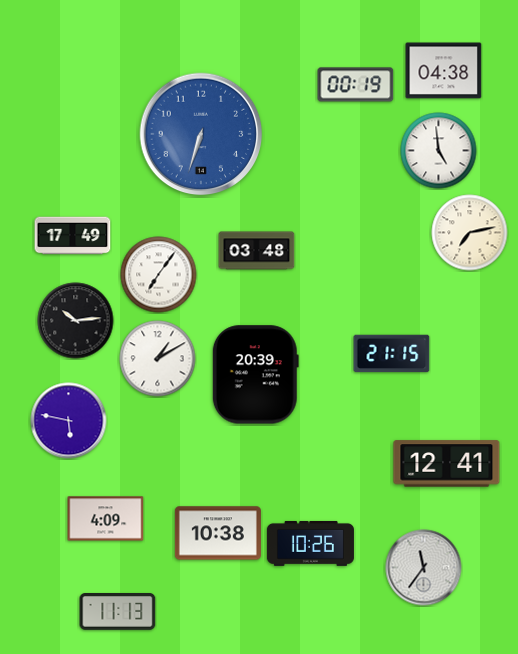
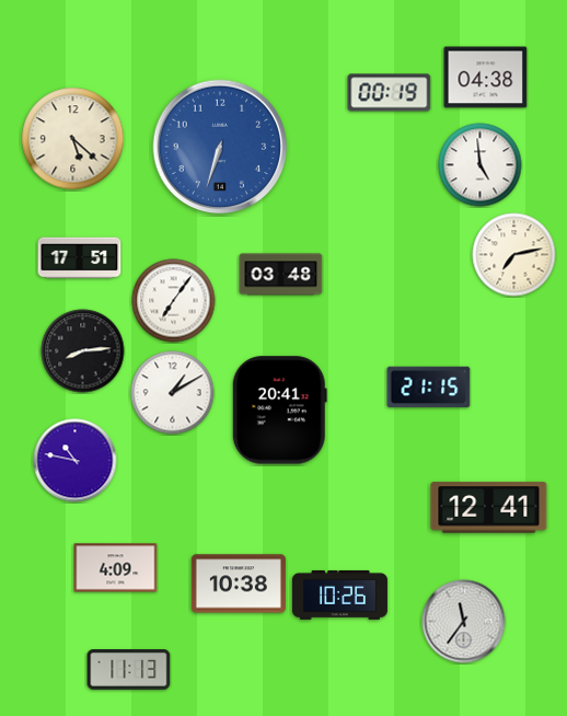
clock at (73, 139): none -> 5:22
clock at (73, 236): 17:49 -> 17:51
clock at (76, 321): 10:14 -> 8:14
clock at (255, 375): 20:39 -> 20:41
clock at (69, 421): 5:47 -> 10:47
